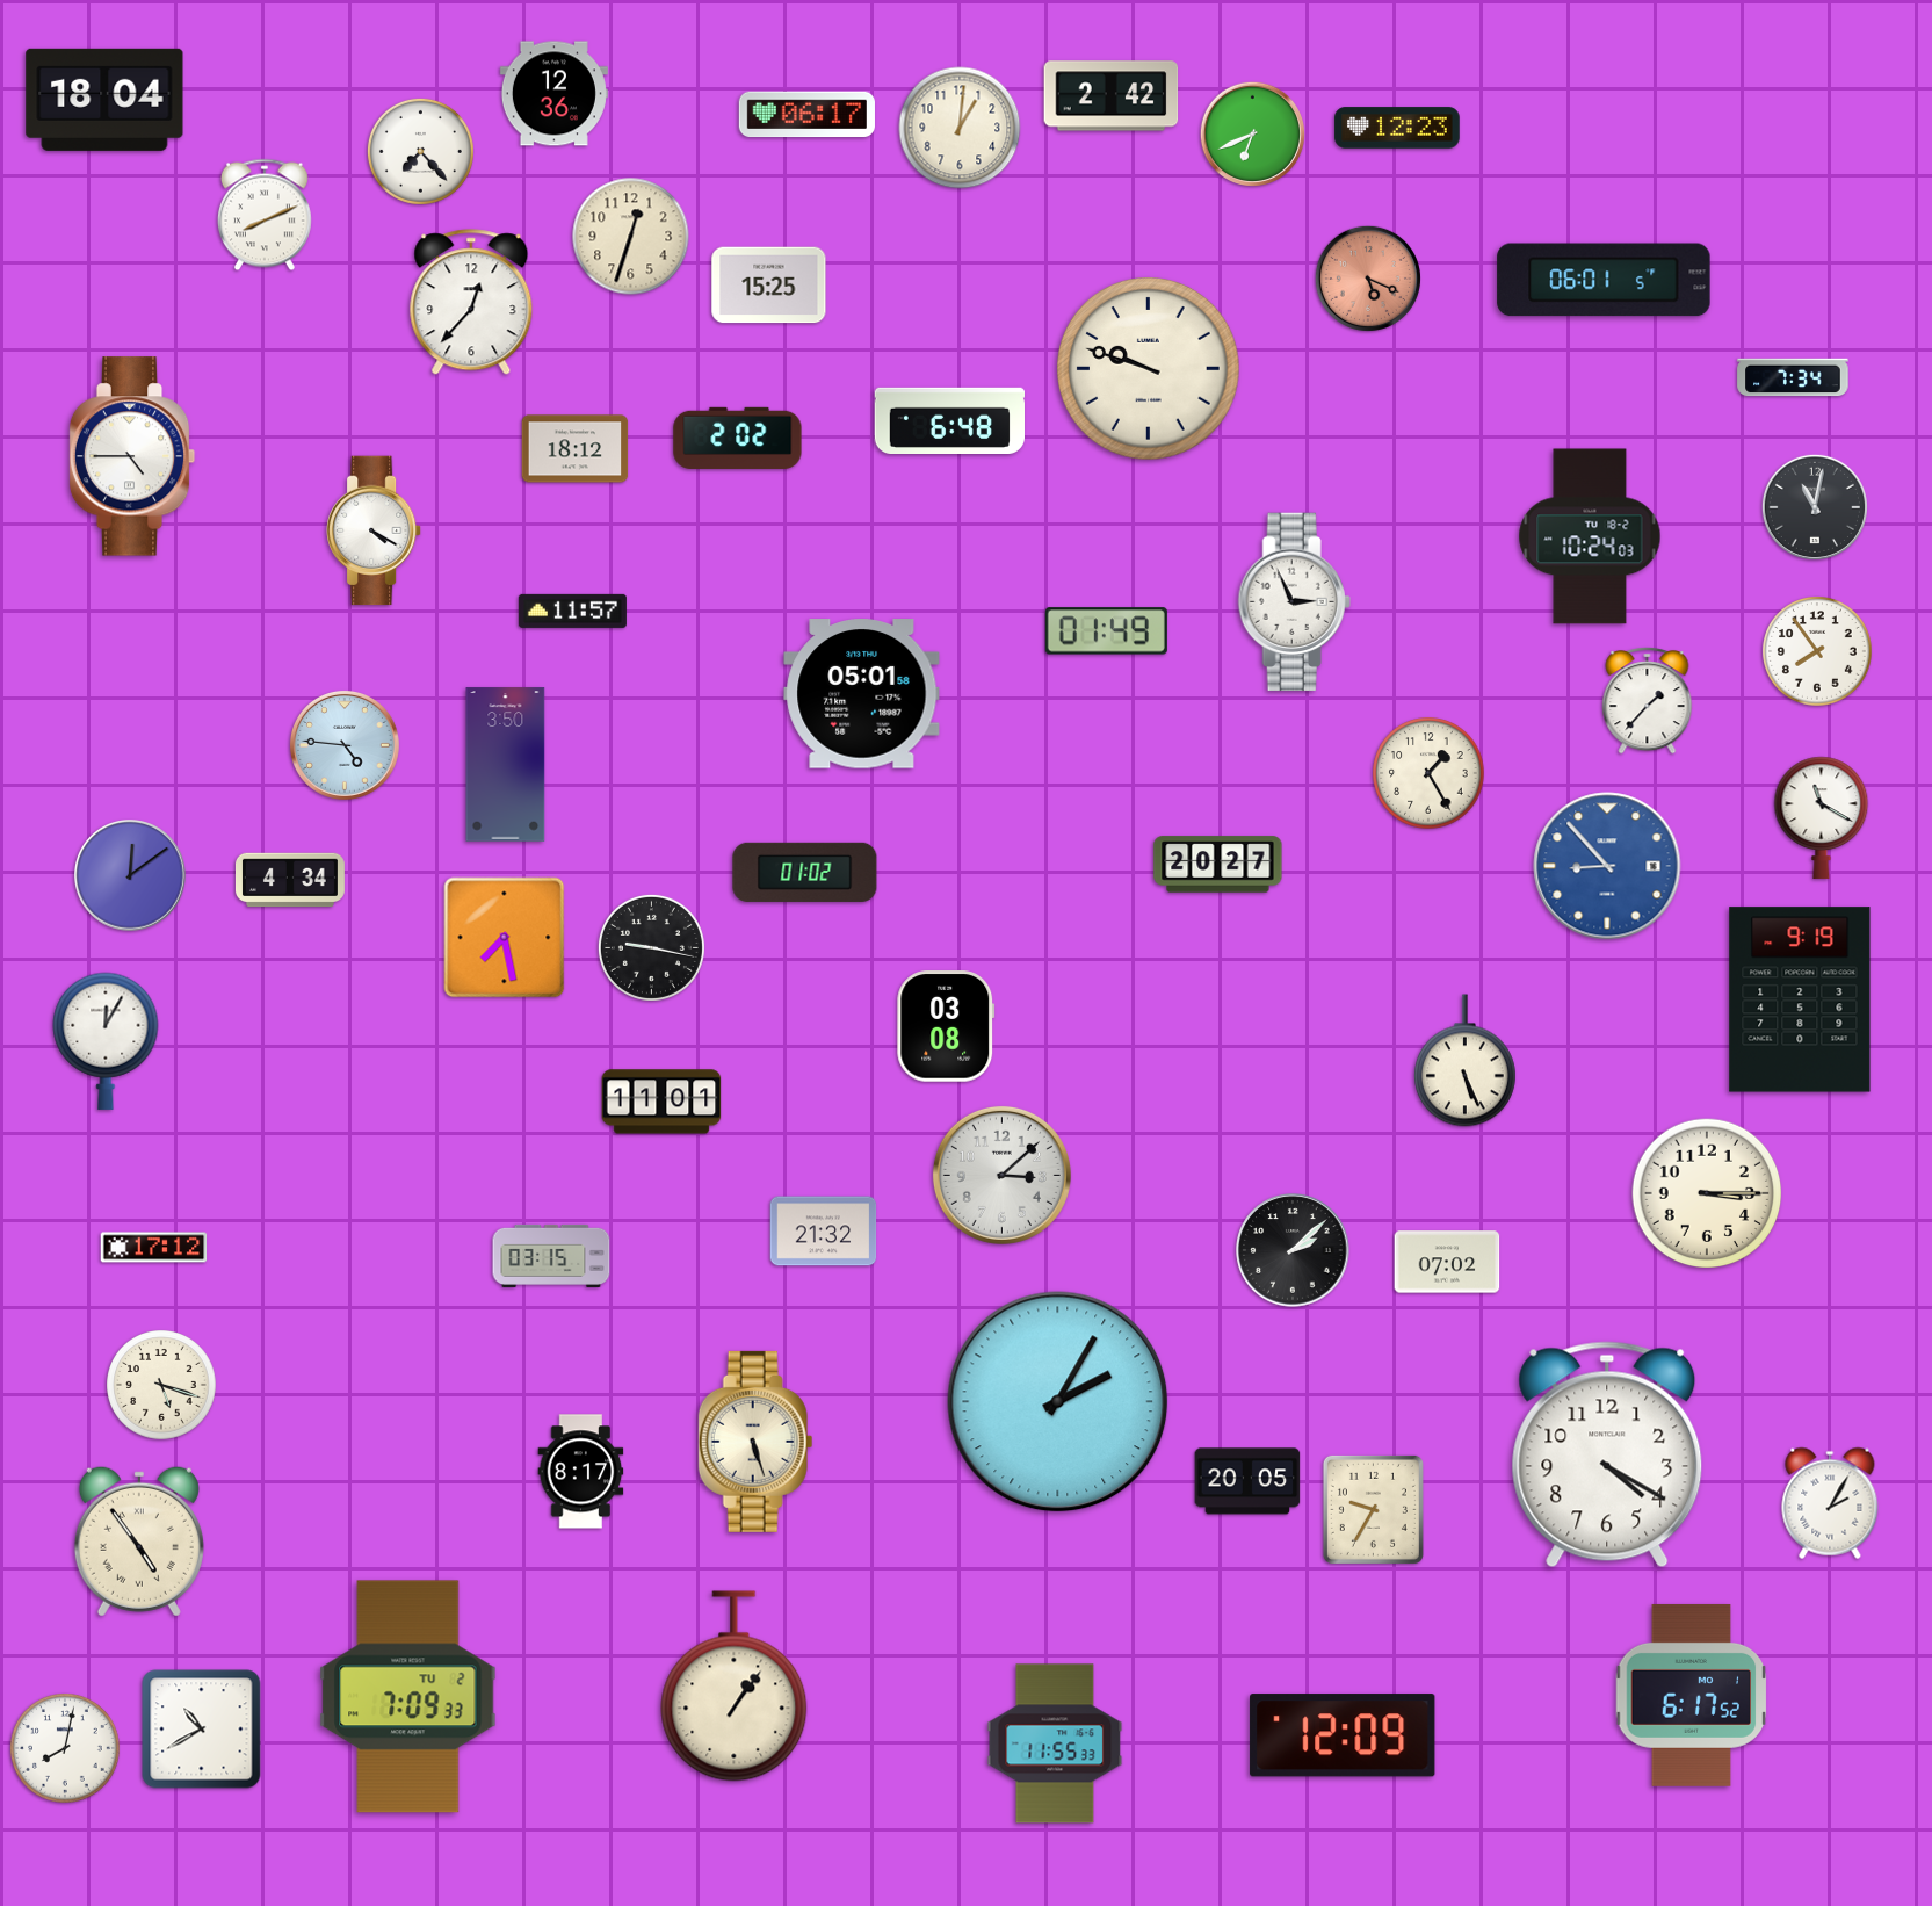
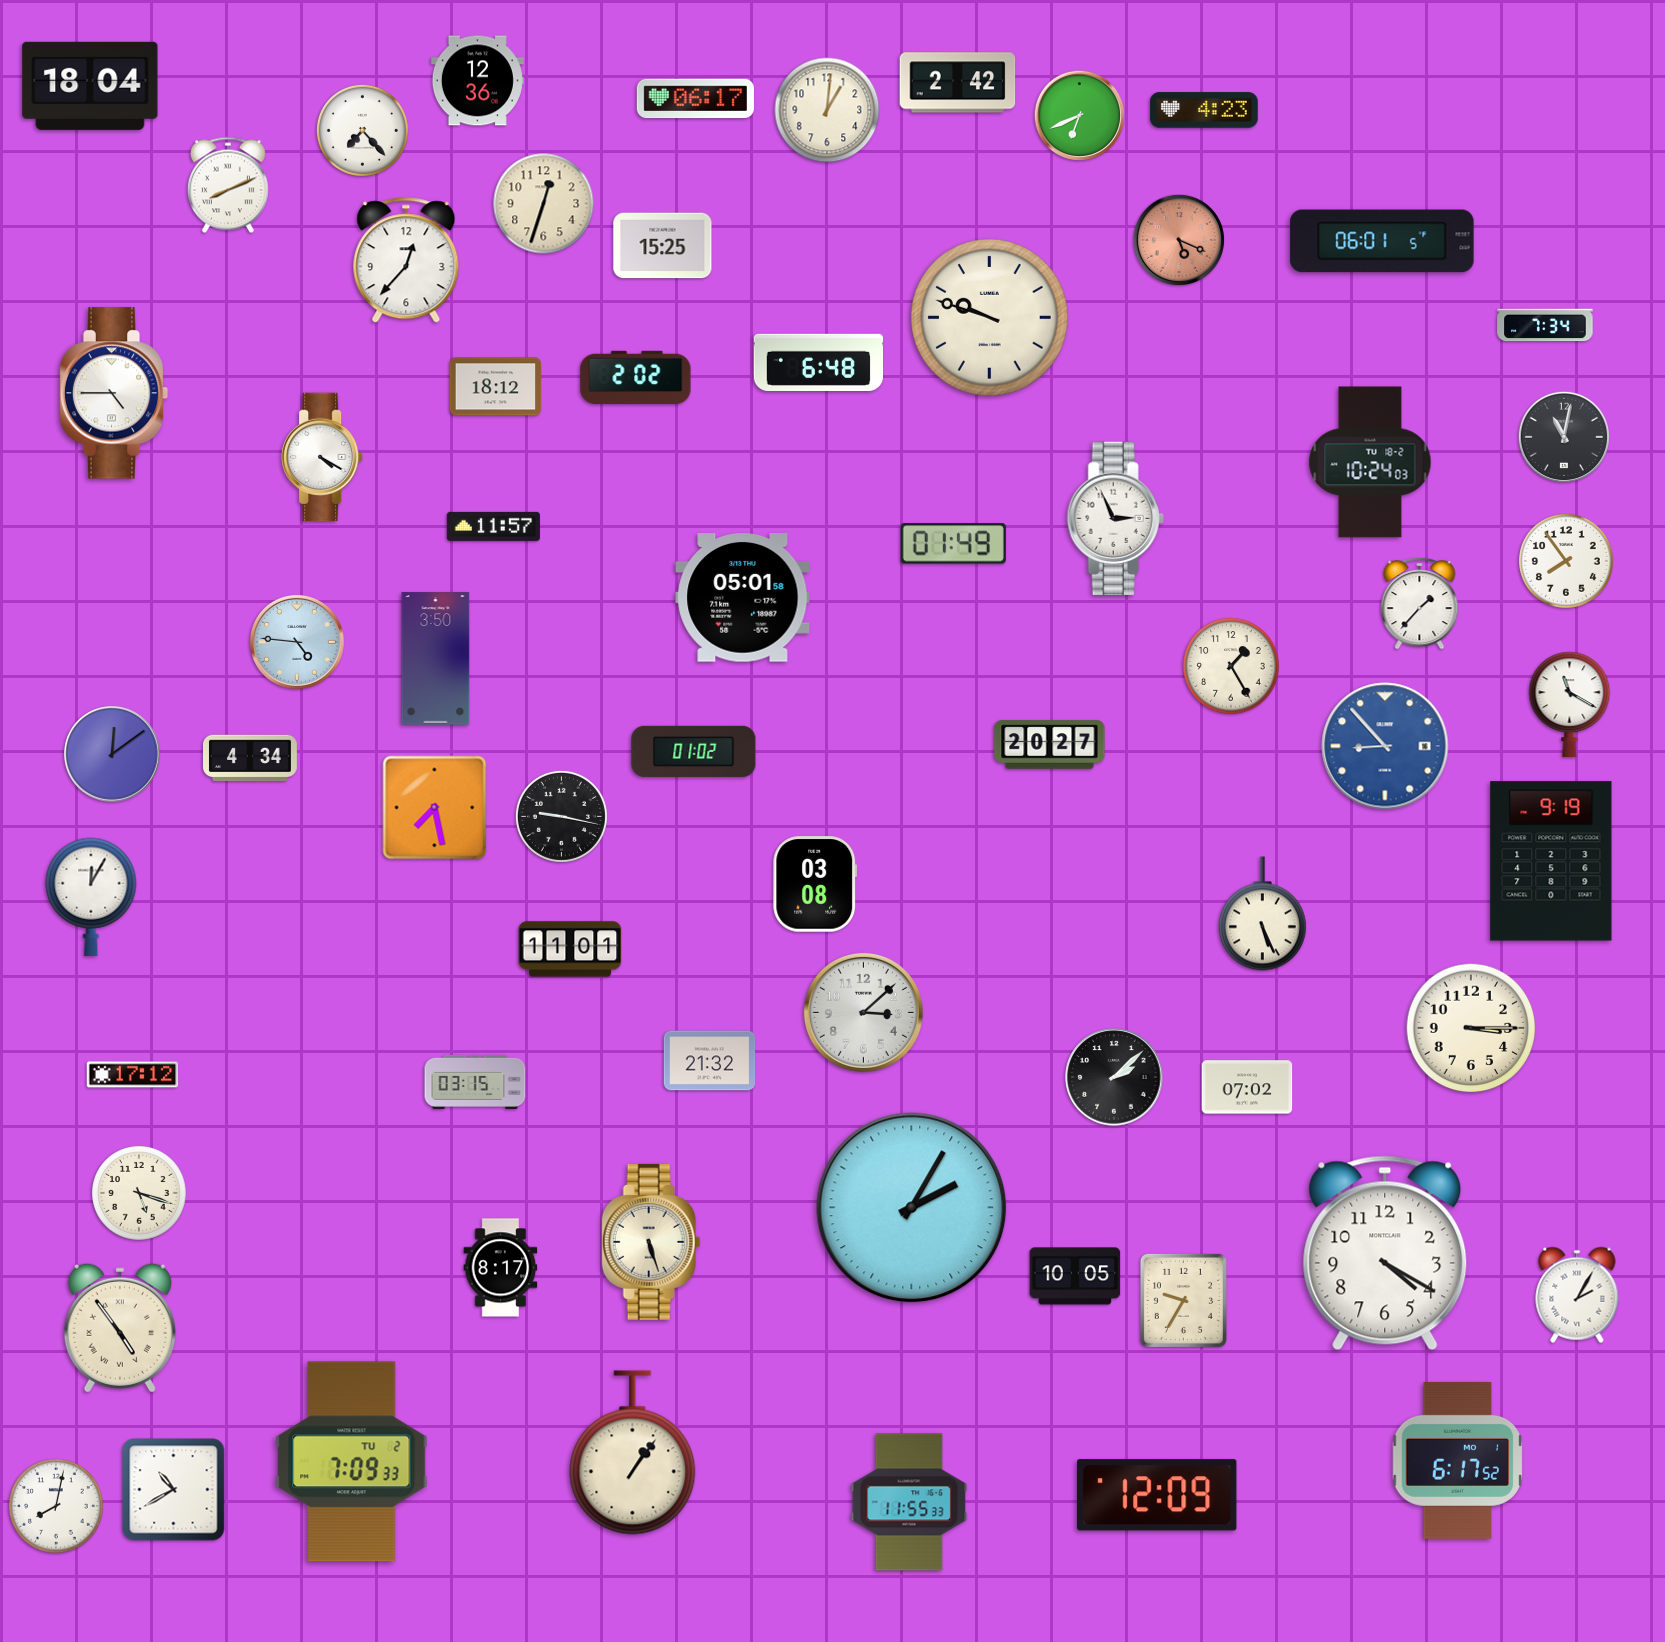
clock at (1397, 128): 12:23 -> 4:23
clock at (1247, 1481): 20:05 -> 10:05
